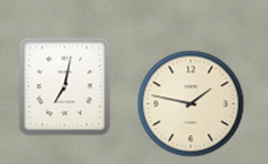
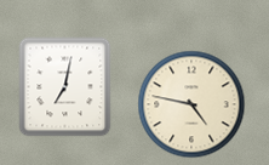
clock at (191, 104): 1:47 -> 4:47
